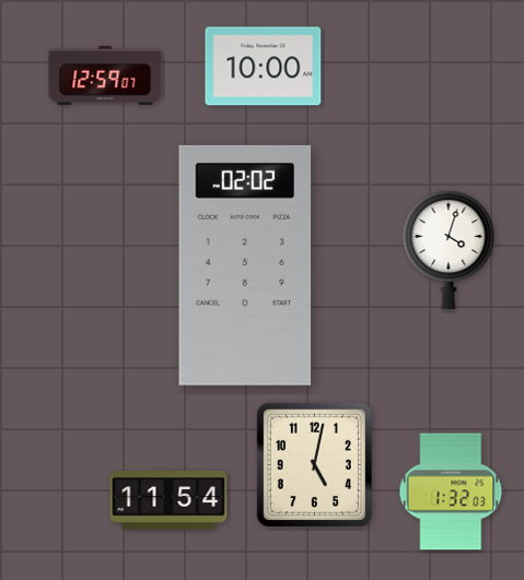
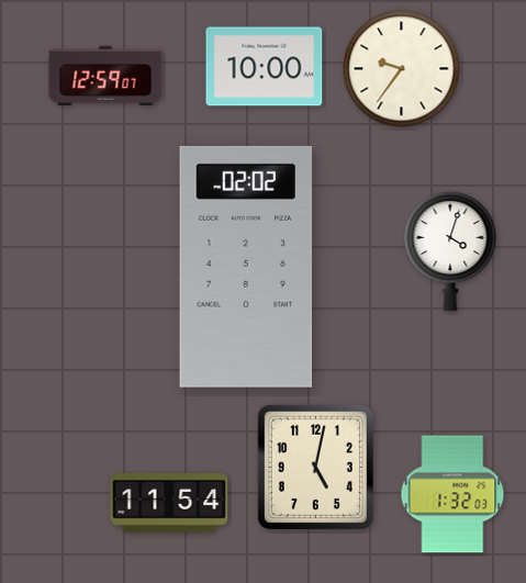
clock at (402, 69): none -> 9:36
